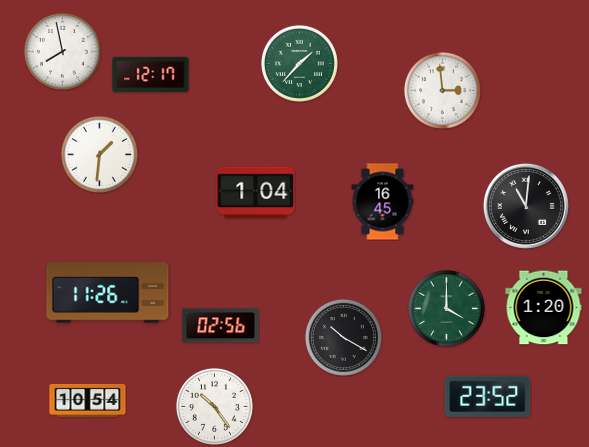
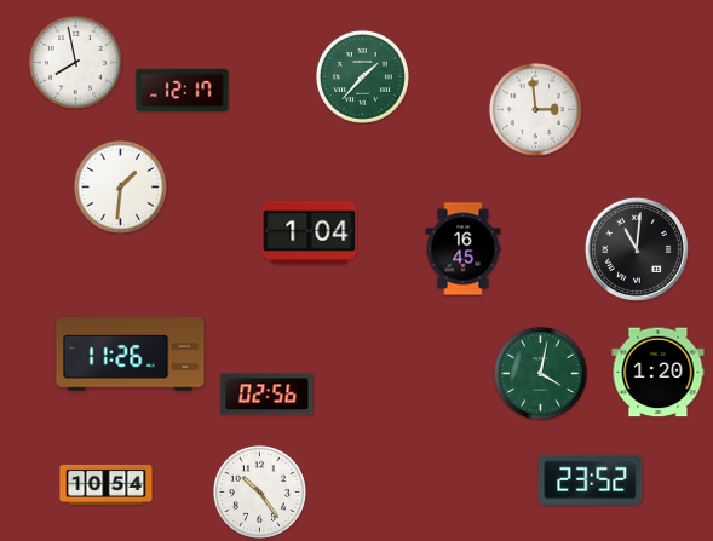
clock at (383, 202) position: (383, 202) -> (464, 249)
clock at (446, 308): 4:00 -> 4:02
clock at (343, 337): 10:20 -> none
